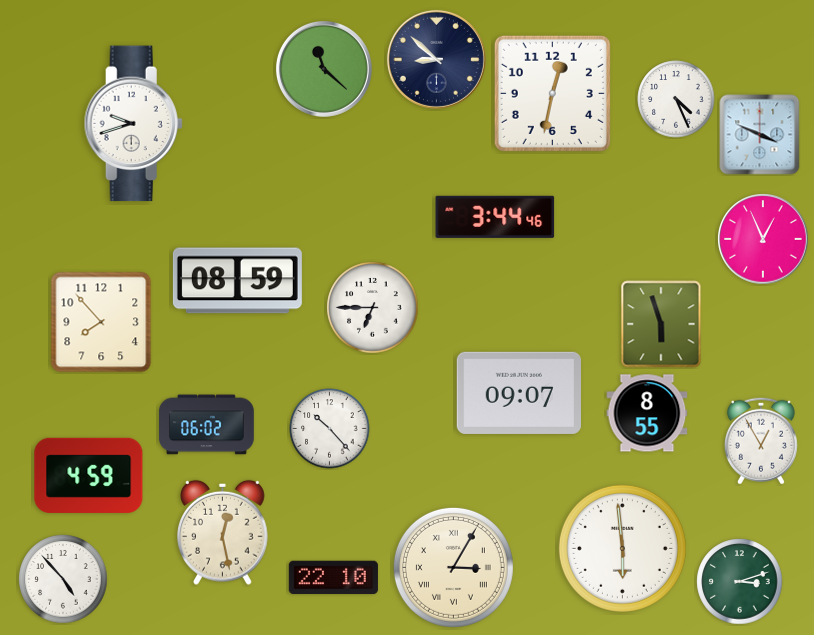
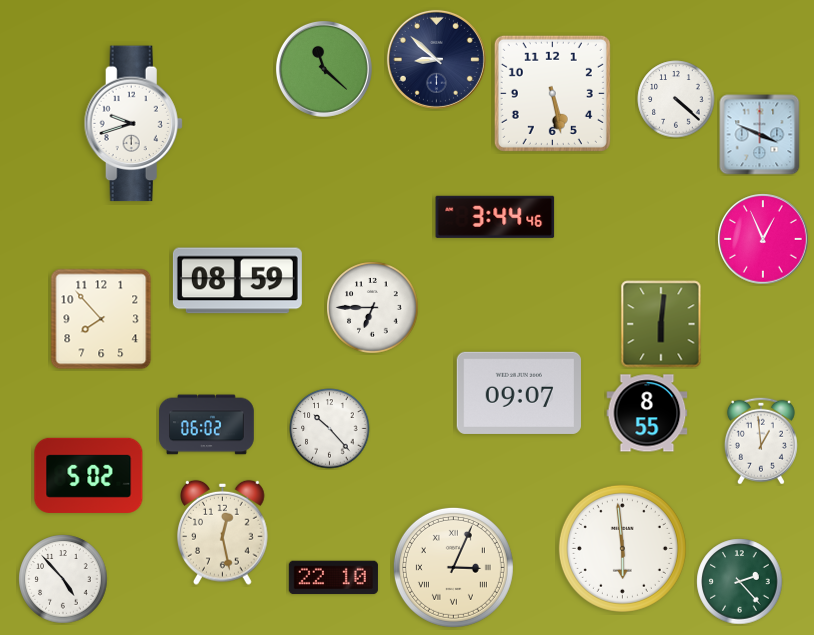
clock at (552, 93): 12:32 -> 5:28
clock at (676, 99): 4:26 -> 4:22
clock at (101, 322) position: (101, 322) -> (101, 319)
clock at (661, 324): 5:57 -> 6:01
clock at (761, 441): 12:55 -> 12:59
clock at (89, 475): 4:59 -> 5:02
clock at (453, 567): 3:05 -> 3:04
clock at (740, 582): 3:12 -> 2:23
